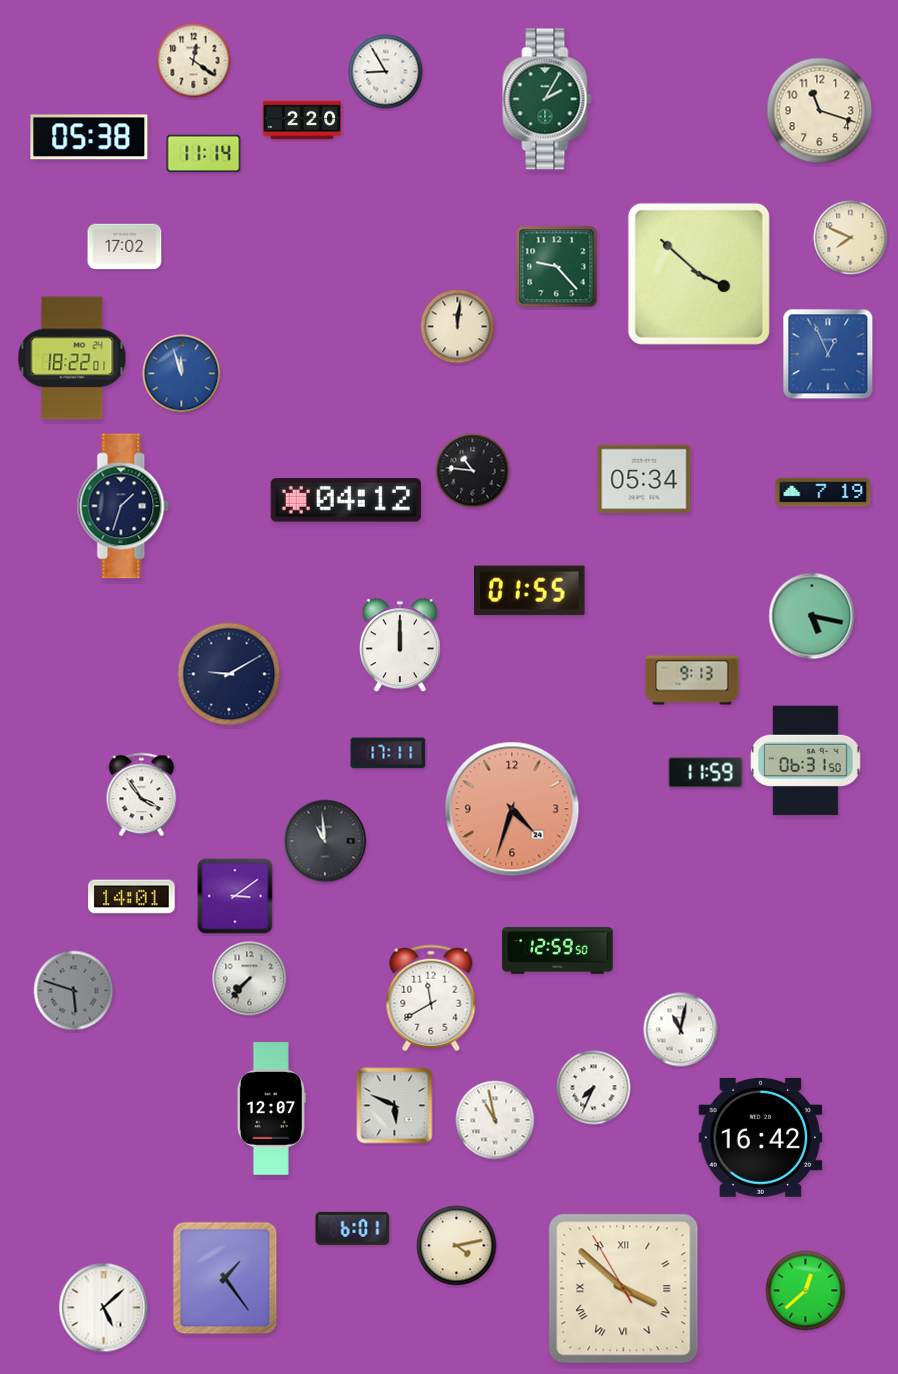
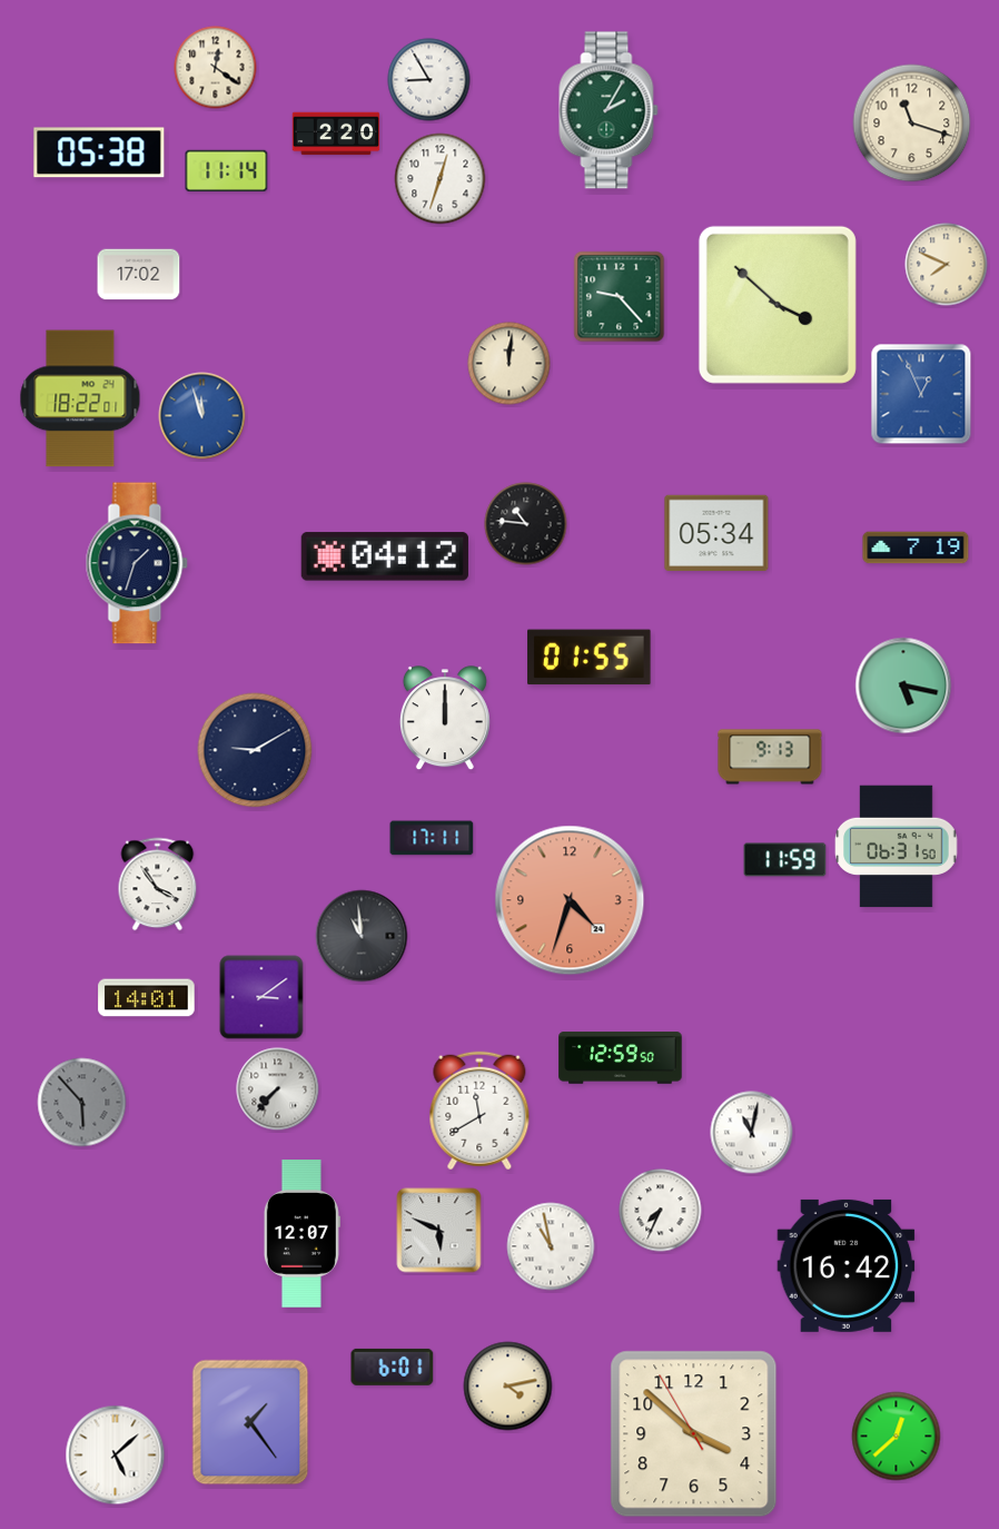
clock at (441, 179): none -> 12:33
clock at (74, 991): 5:48 -> 5:53
clock at (681, 1030) position: (681, 1030) -> (752, 1133)
clock at (624, 1289) numerals: Roman -> Arabic
